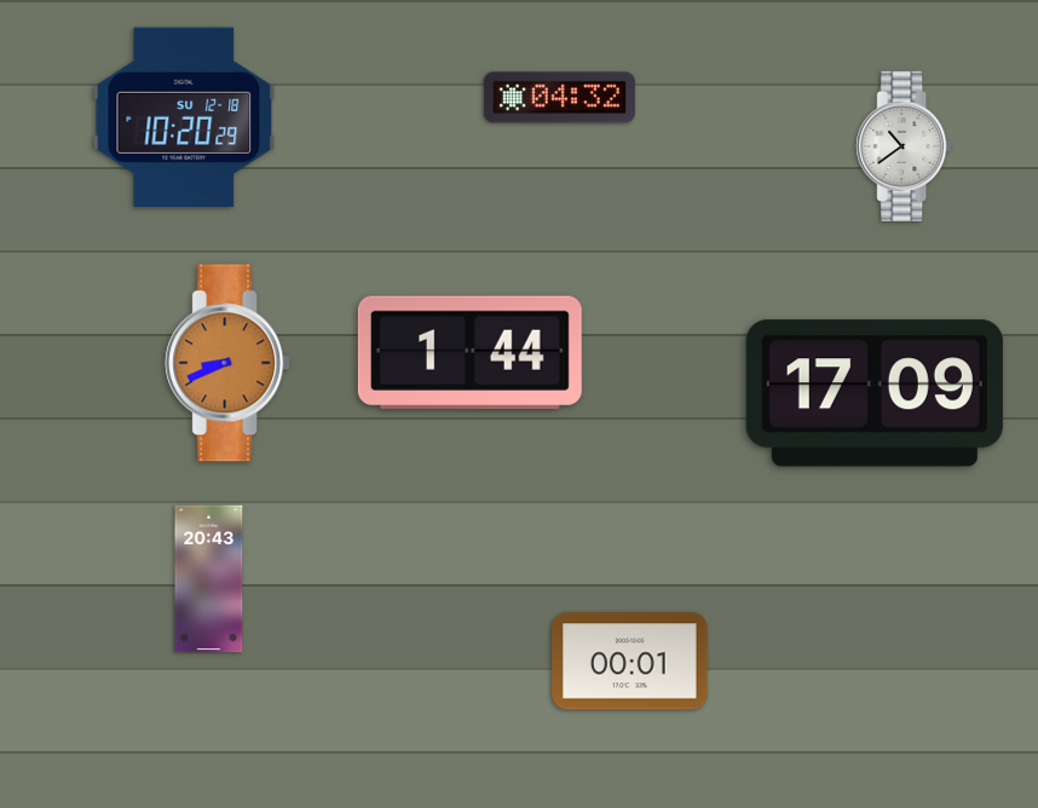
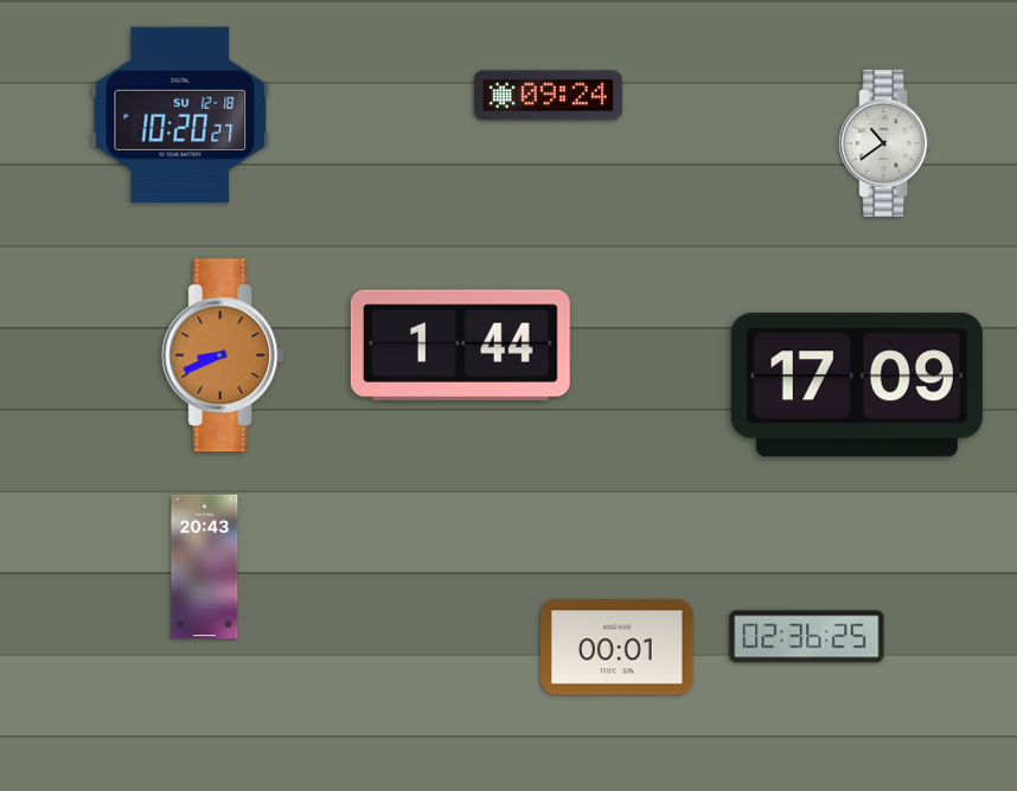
clock at (559, 98): 04:32 -> 09:24
clock at (184, 117): 10:20:29 -> 10:20:27
clock at (807, 637): none -> 02:36
